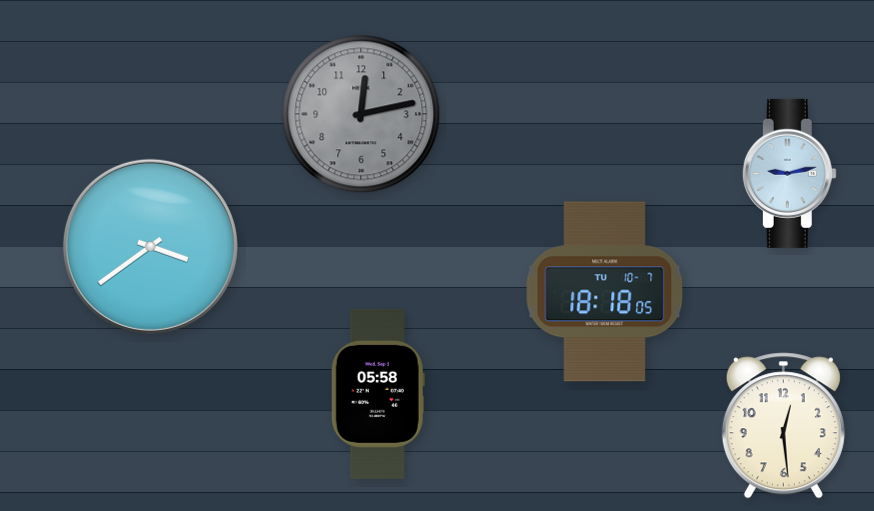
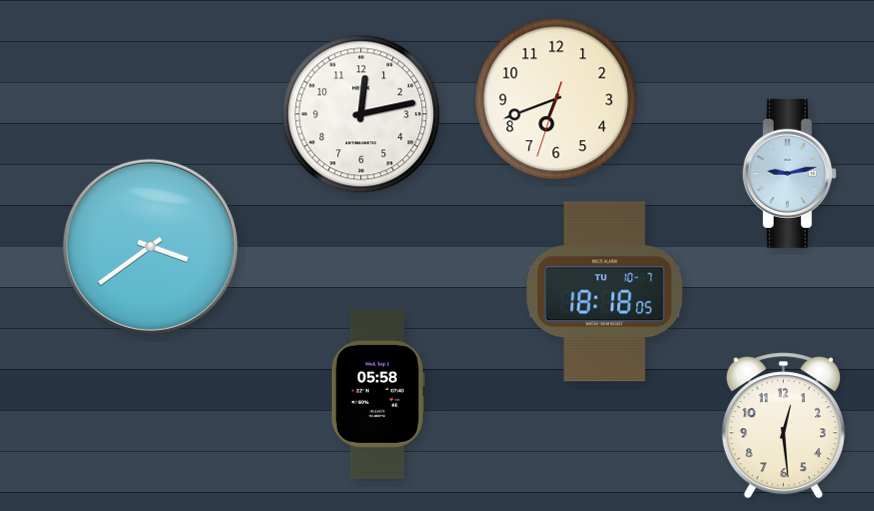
clock at (556, 99): none -> 6:41
clock at (361, 114) dial: grey -> white
